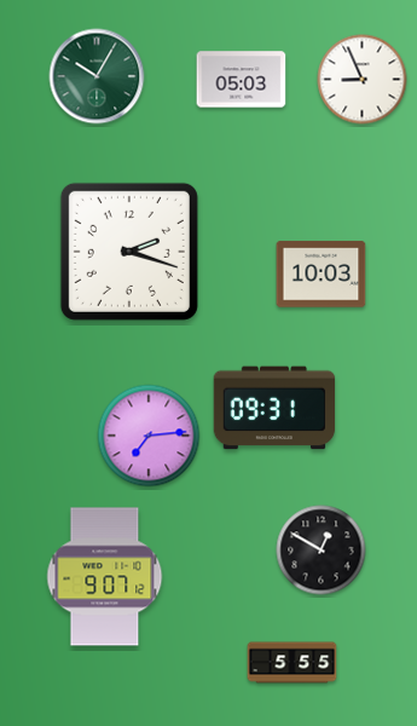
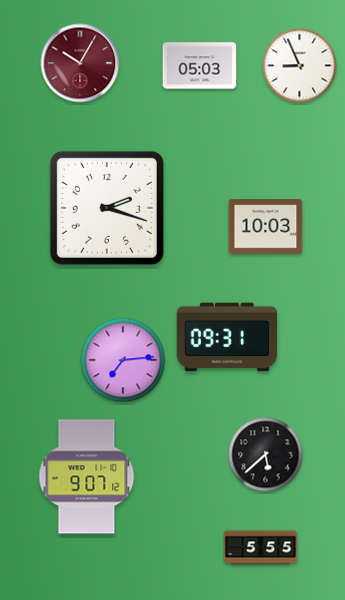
clock at (97, 76) dial: green -> burgundy
clock at (322, 551): 12:50 -> 5:38
clock at (293, 663) position: (293, 663) -> (261, 548)
